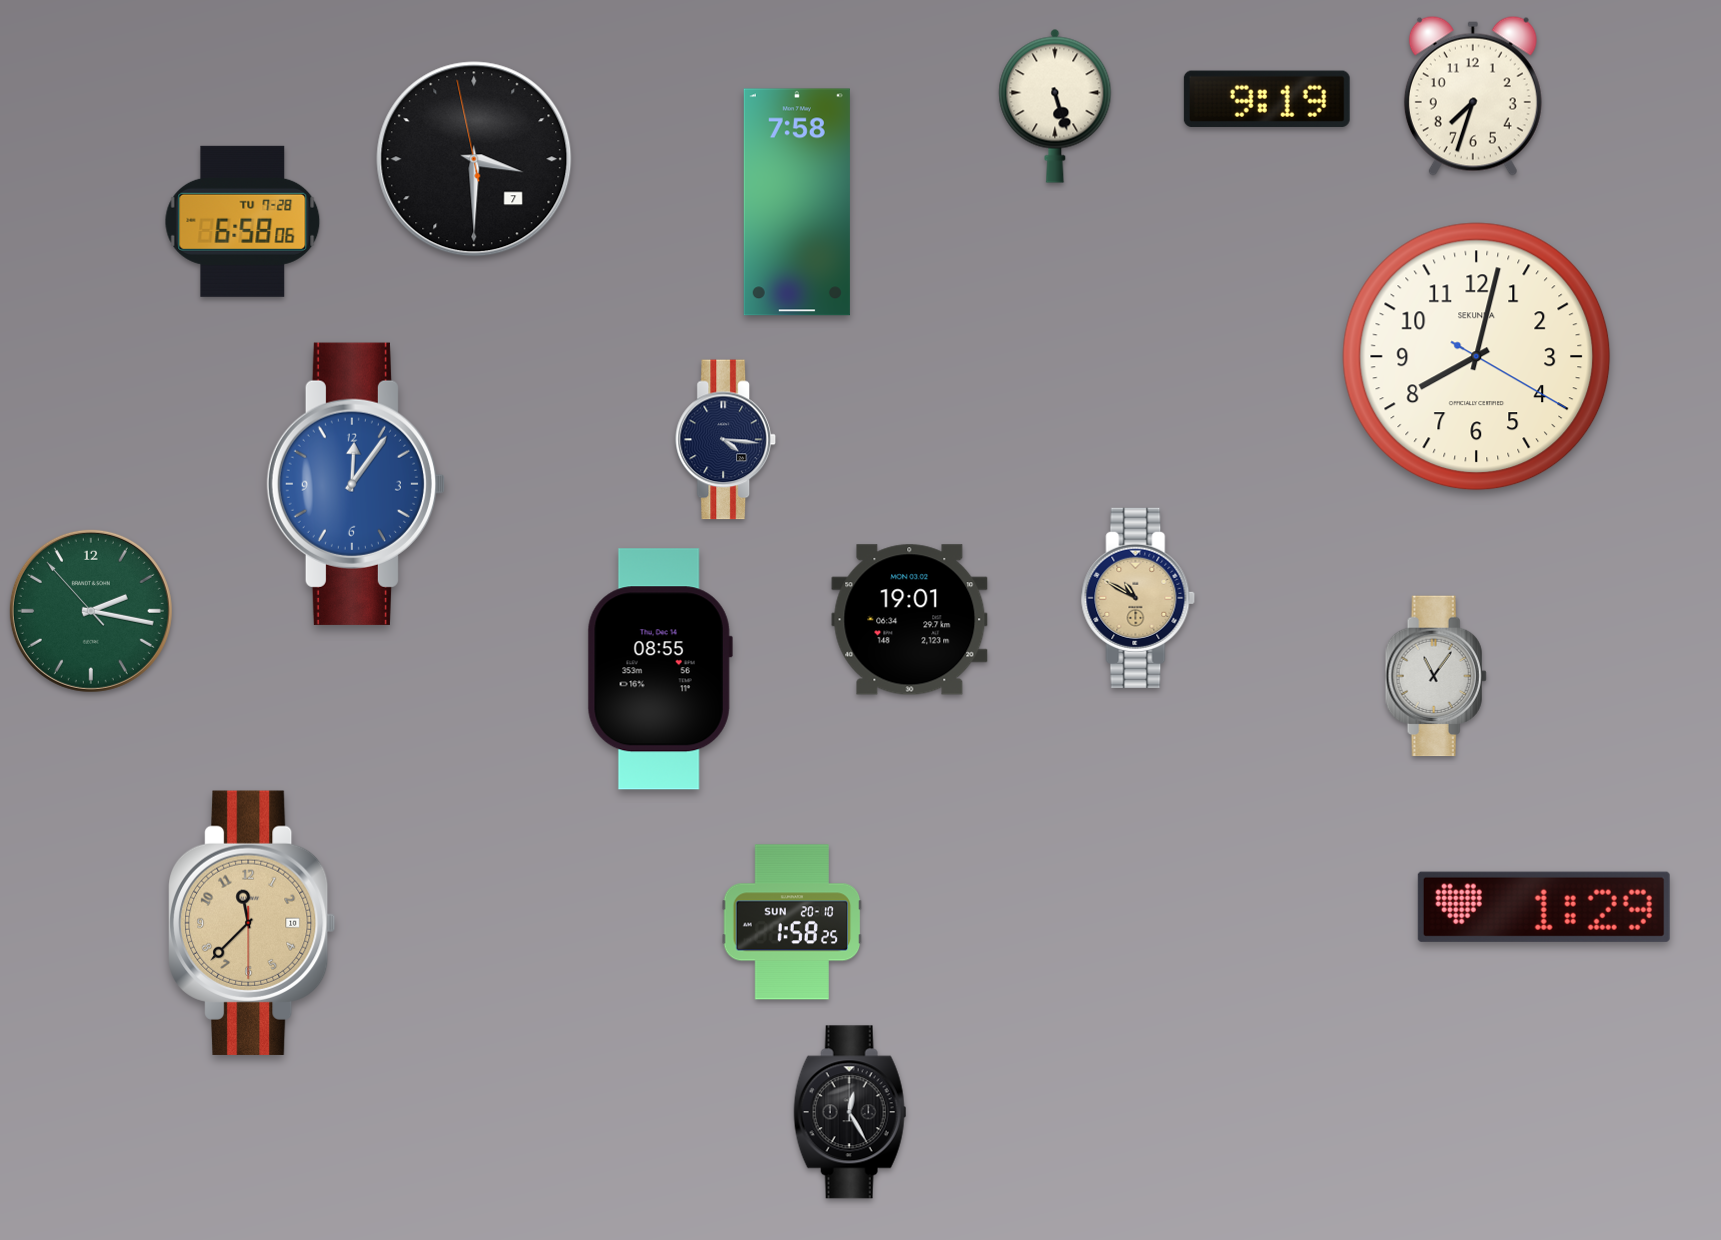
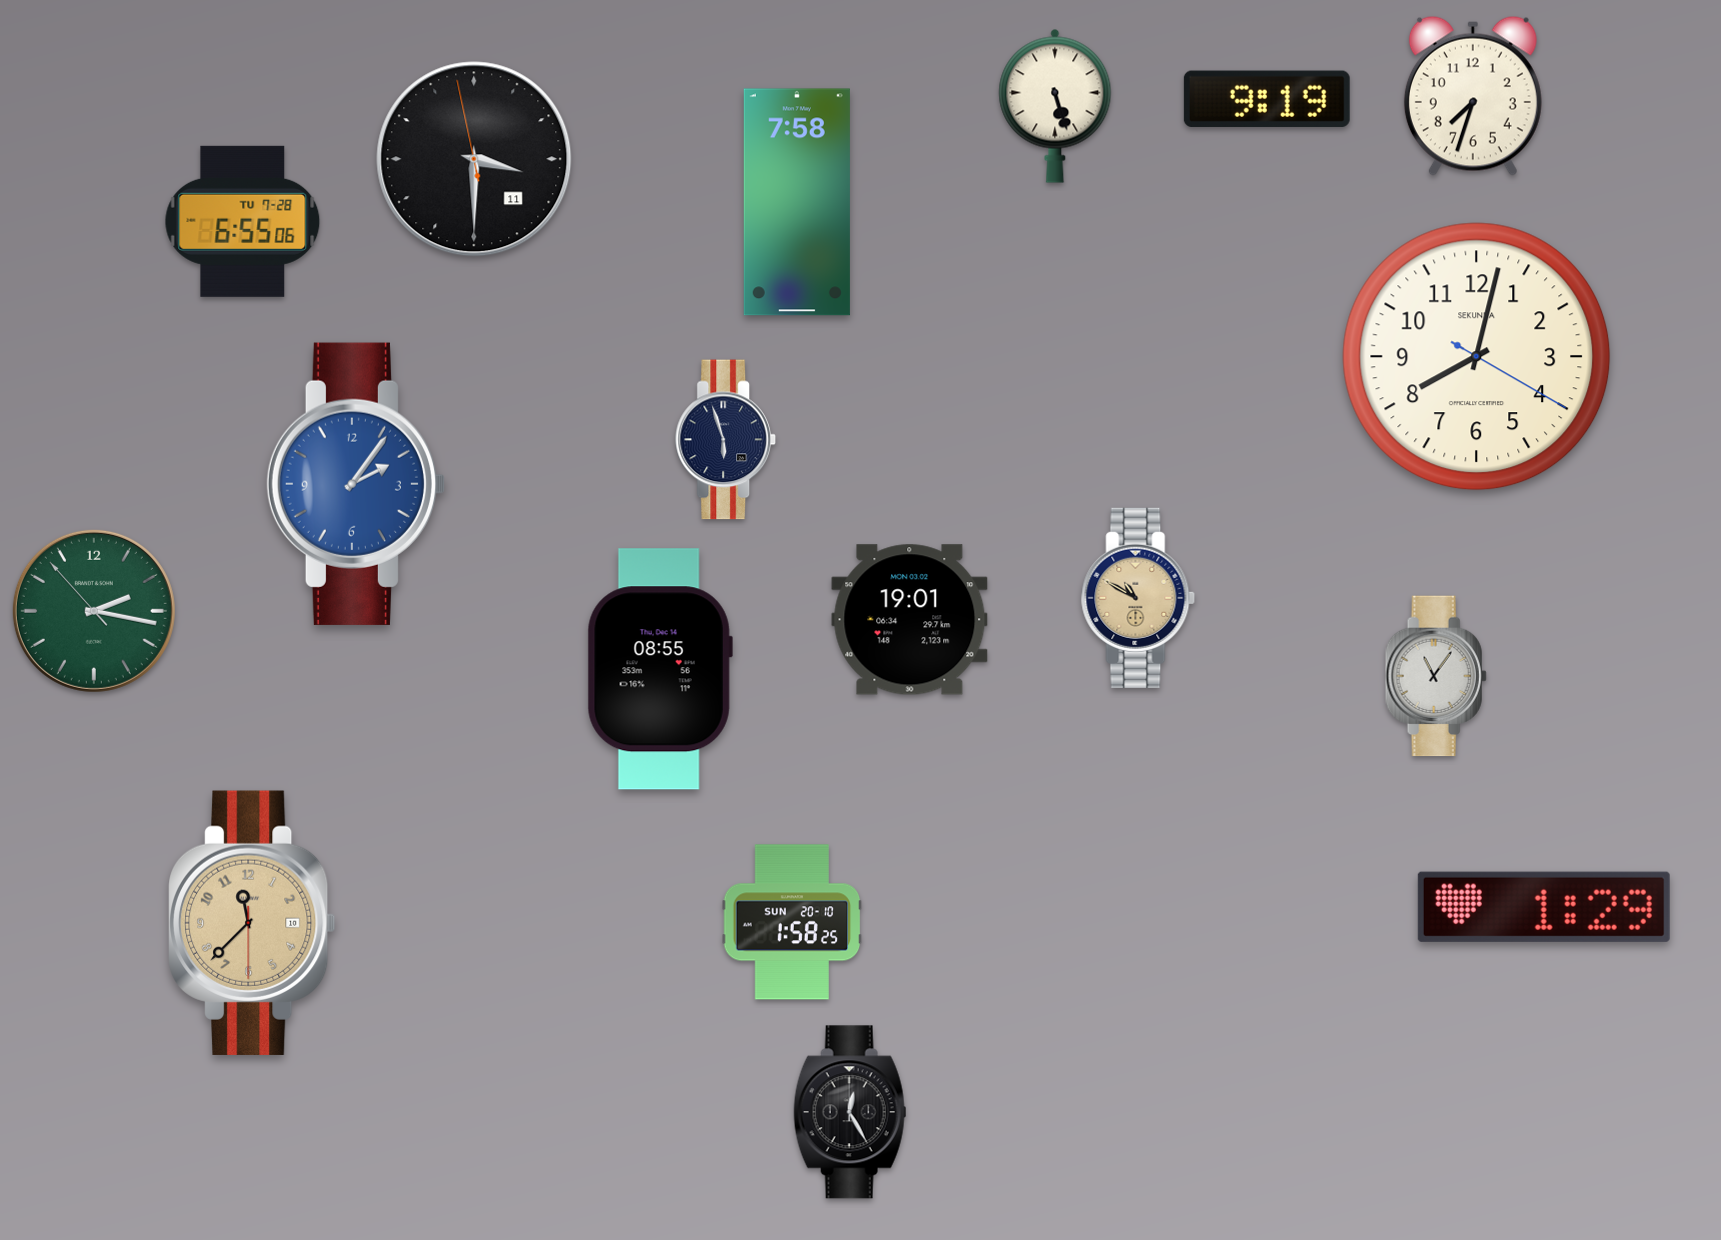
clock at (474, 159) date: 7 -> 11
clock at (243, 221): 6:58 -> 6:55
clock at (725, 440): 4:16 -> 5:57
clock at (356, 484): 12:06 -> 2:06
clock at (91, 611) position: (91, 611) -> (94, 611)
